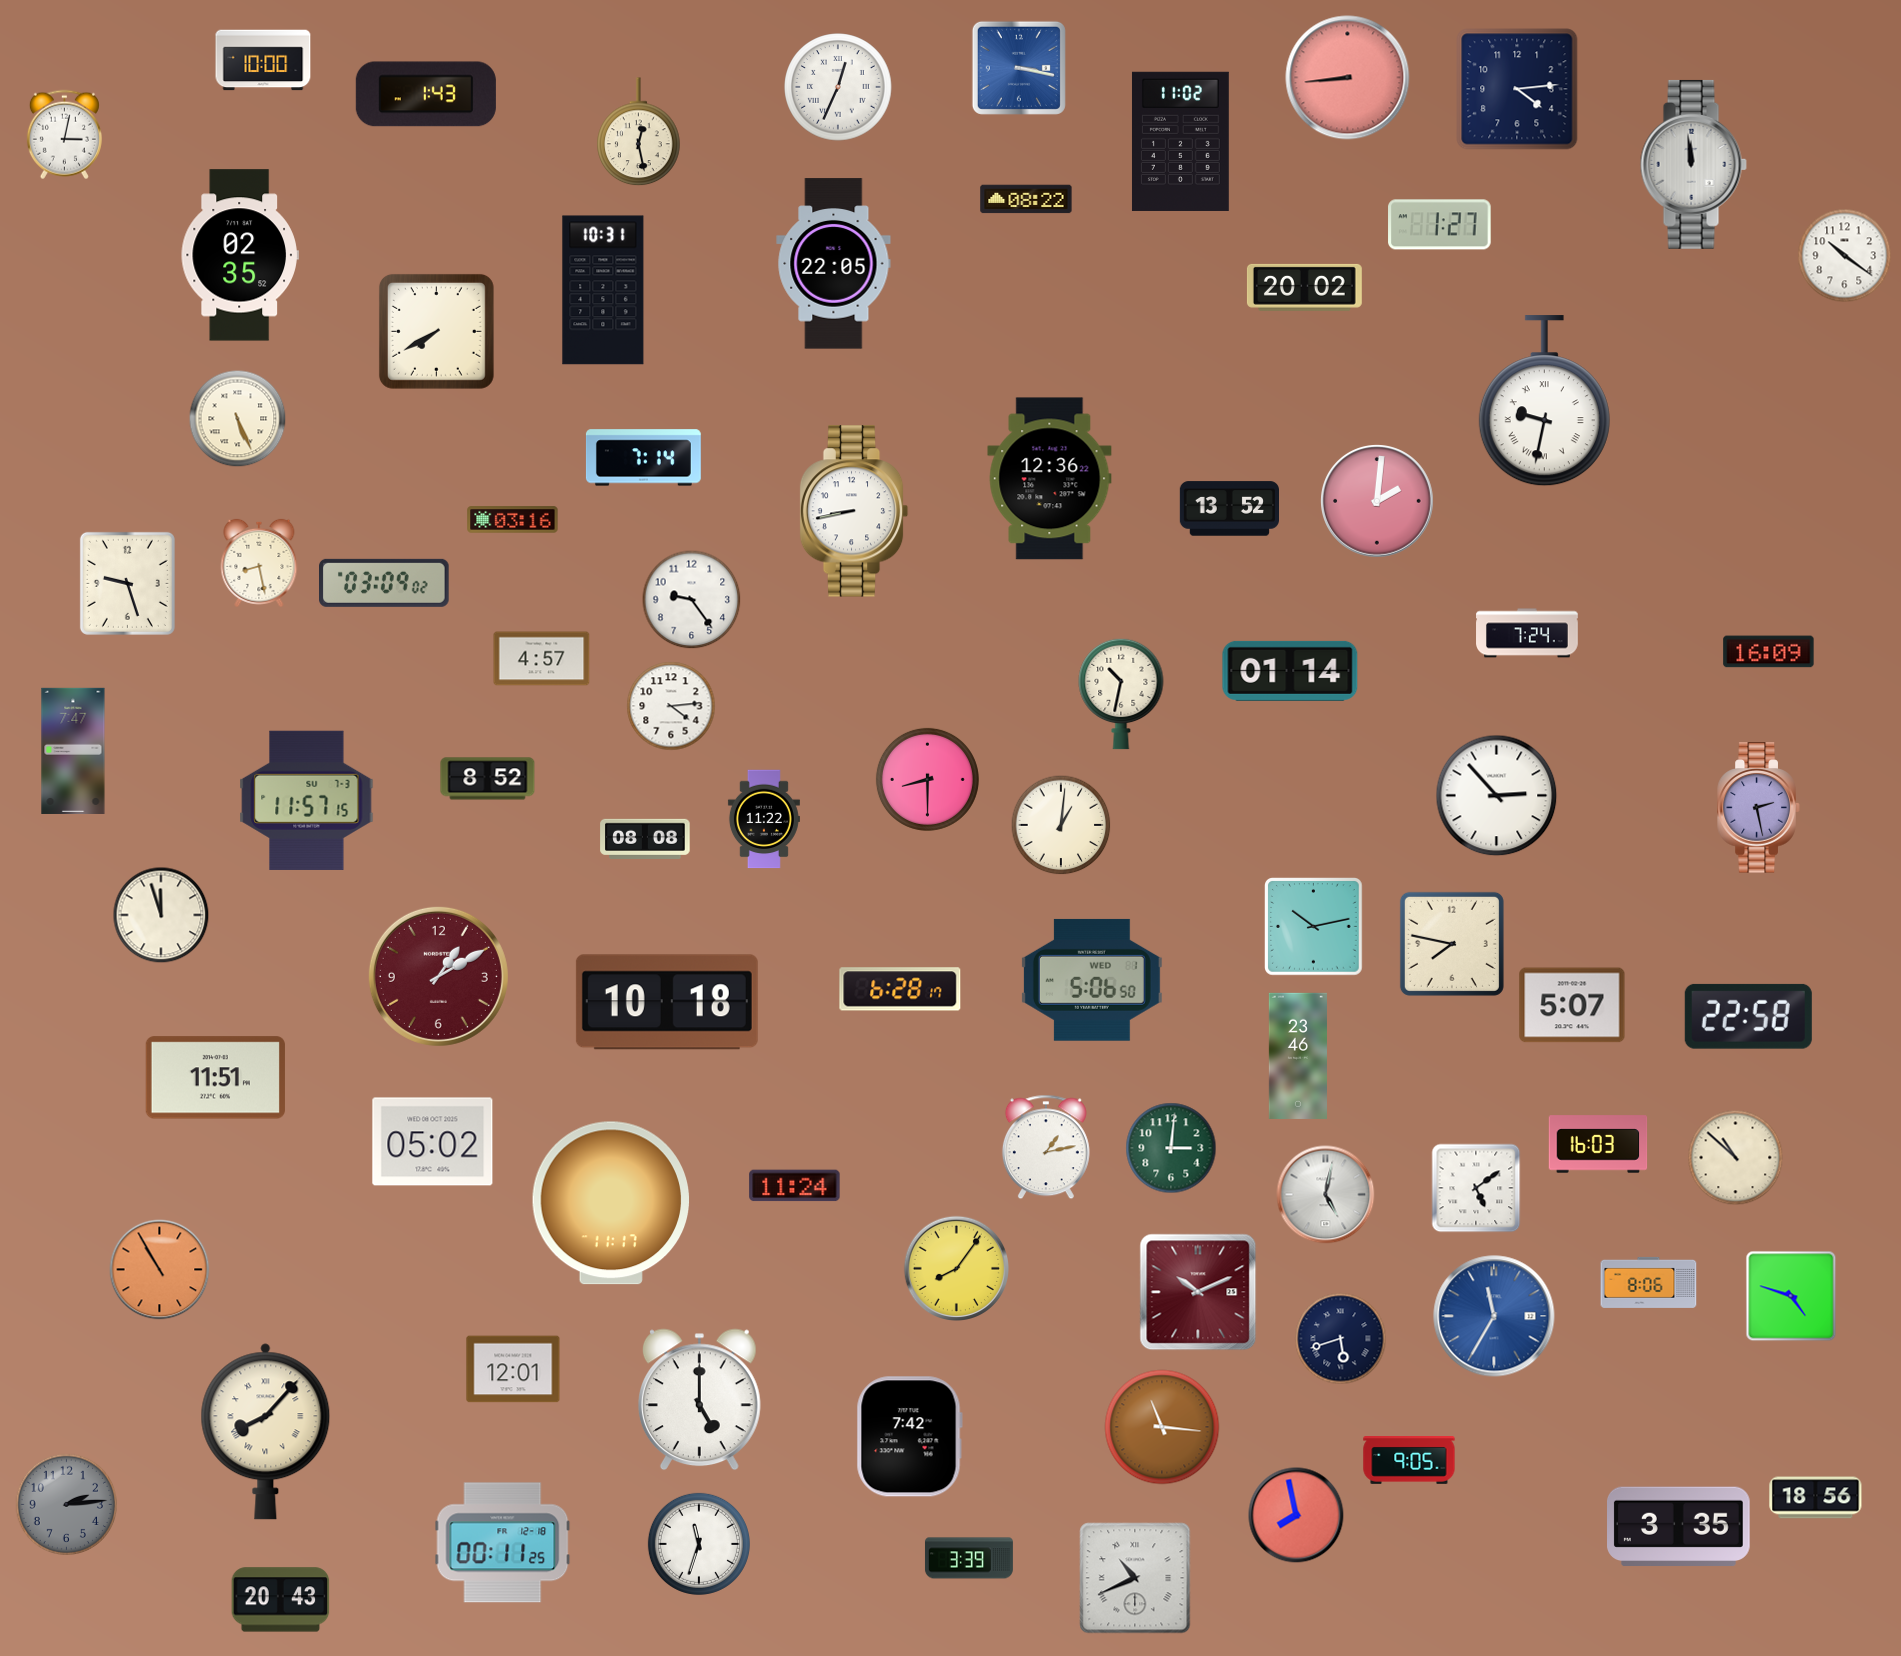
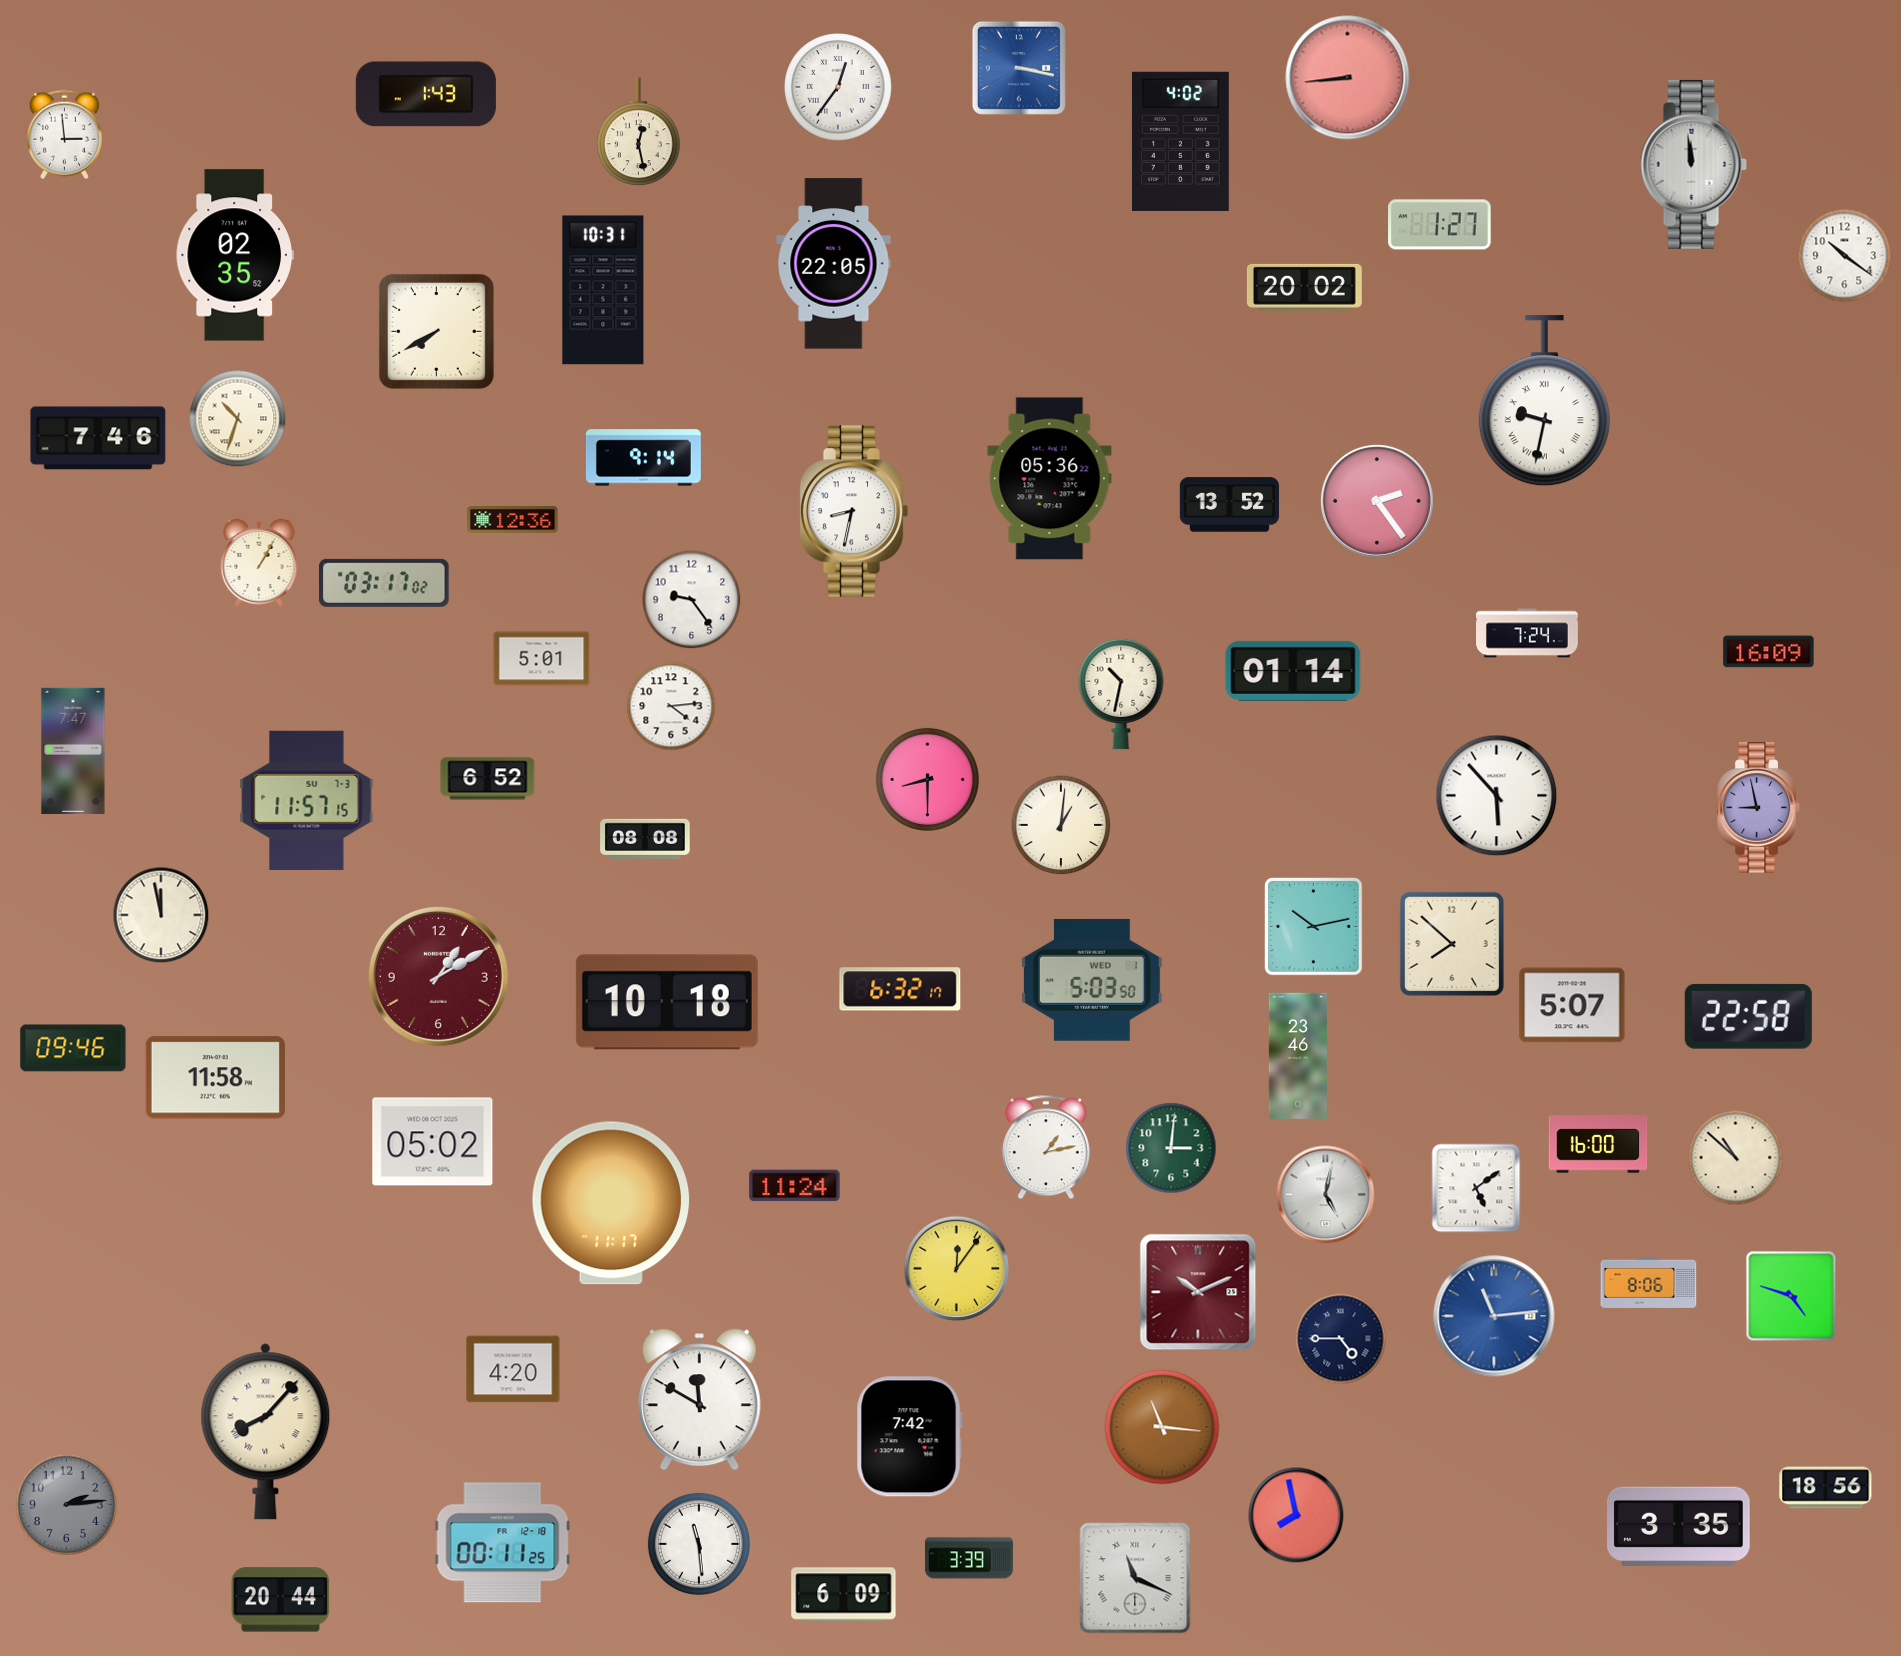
clock at (263, 60): 10:00 -> none
clock at (838, 87): 12:34 -> 12:36
clock at (1517, 89): 4:14 -> none
clock at (64, 135): 3:02 -> 2:59
clock at (1180, 141): 11:02 -> 4:02
clock at (1026, 199): 08:22 -> none
clock at (240, 255) position: (240, 255) -> (235, 255)
clock at (238, 419): 5:26 -> 10:33
clock at (98, 438): none -> 7:46
clock at (643, 458): 7:14 -> 9:14
clock at (1050, 479): 12:36 -> 05:36
clock at (1378, 502): 2:01 -> 2:24
clock at (1229, 509) position: (1229, 509) -> (1229, 505)
clock at (854, 511): 8:43 -> 8:32
clock at (513, 520): 03:16 -> 12:36
clock at (259, 563): 8:28 -> 1:05
clock at (127, 583): 9:27 -> none
clock at (385, 583): 03:09 -> 03:17
clock at (542, 659): 4:57 -> 5:01
clock at (1290, 671) position: (1290, 671) -> (1293, 671)
clock at (488, 779): 8:52 -> 6:52
clock at (1497, 796): 2:53 -> 5:53
clock at (1759, 808): 2:28 -> 8:58
clock at (764, 819): 11:22 -> none
clock at (161, 915): 11:57 -> 11:58
clock at (1452, 944): 7:47 -> 7:52
clock at (1092, 980): 5:06 -> 5:03
clock at (900, 989): 6:28 -> 6:32
clock at (73, 1048): none -> 09:46
clock at (215, 1078): 11:51 -> 11:58
clock at (1598, 1144): 16:03 -> 16:00
clock at (956, 1268): 8:06 -> 12:06
clock at (160, 1270): 10:55 -> none
clock at (1494, 1316): 11:35 -> 11:14
clock at (1341, 1339): 5:42 -> 4:45
clock at (513, 1369): 12:01 -> 4:20
clock at (699, 1400): 5:00 -> 11:50
clock at (1409, 1461): 9:05 -> none
clock at (1816, 1498) position: (1816, 1498) -> (1826, 1488)
clock at (699, 1544): 11:33 -> 11:29
clock at (1135, 1578): 10:41 -> 11:19
clock at (844, 1595): none -> 6:09
clock at (281, 1600): 20:43 -> 20:44
